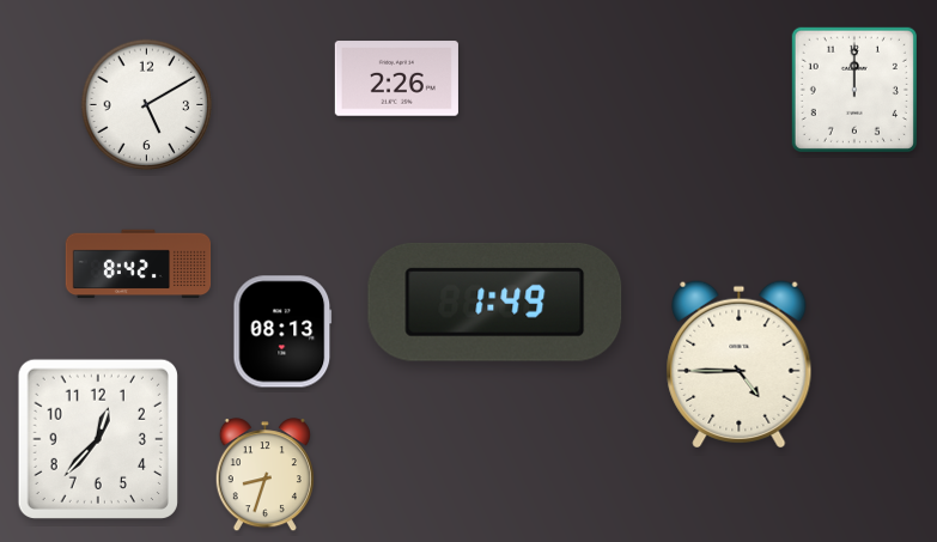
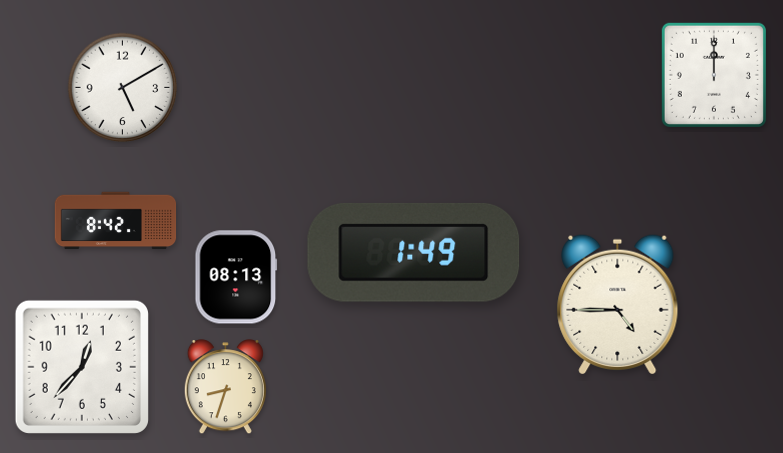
clock at (396, 79): 2:26 -> none
clock at (264, 475) position: (264, 475) -> (225, 387)
